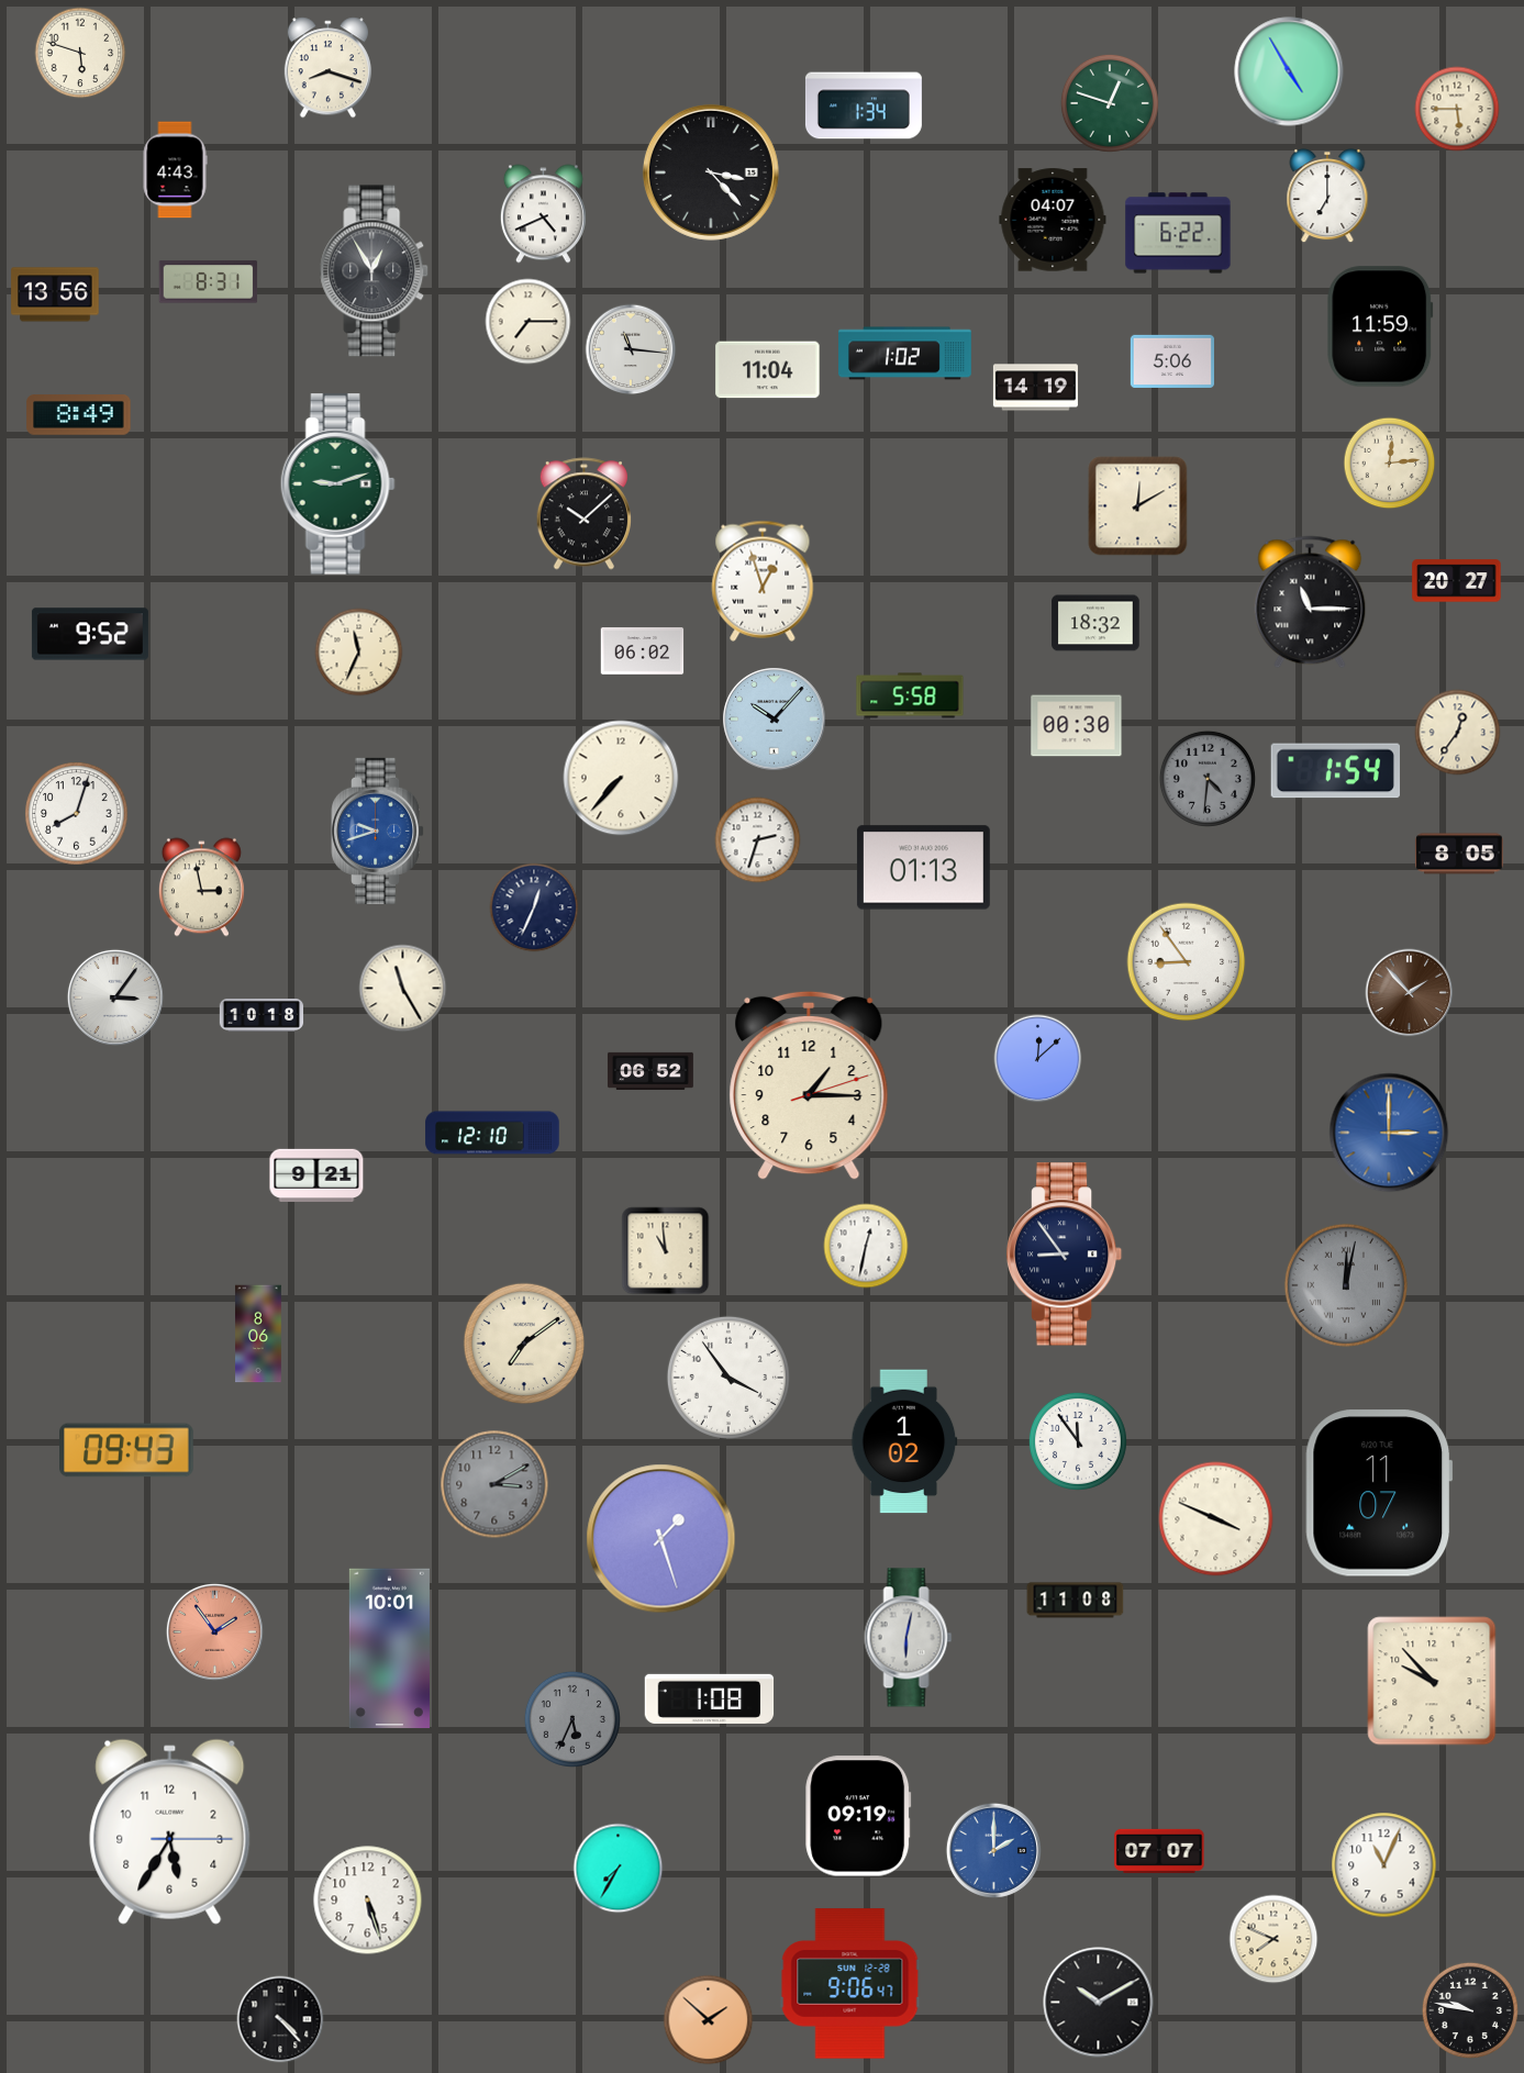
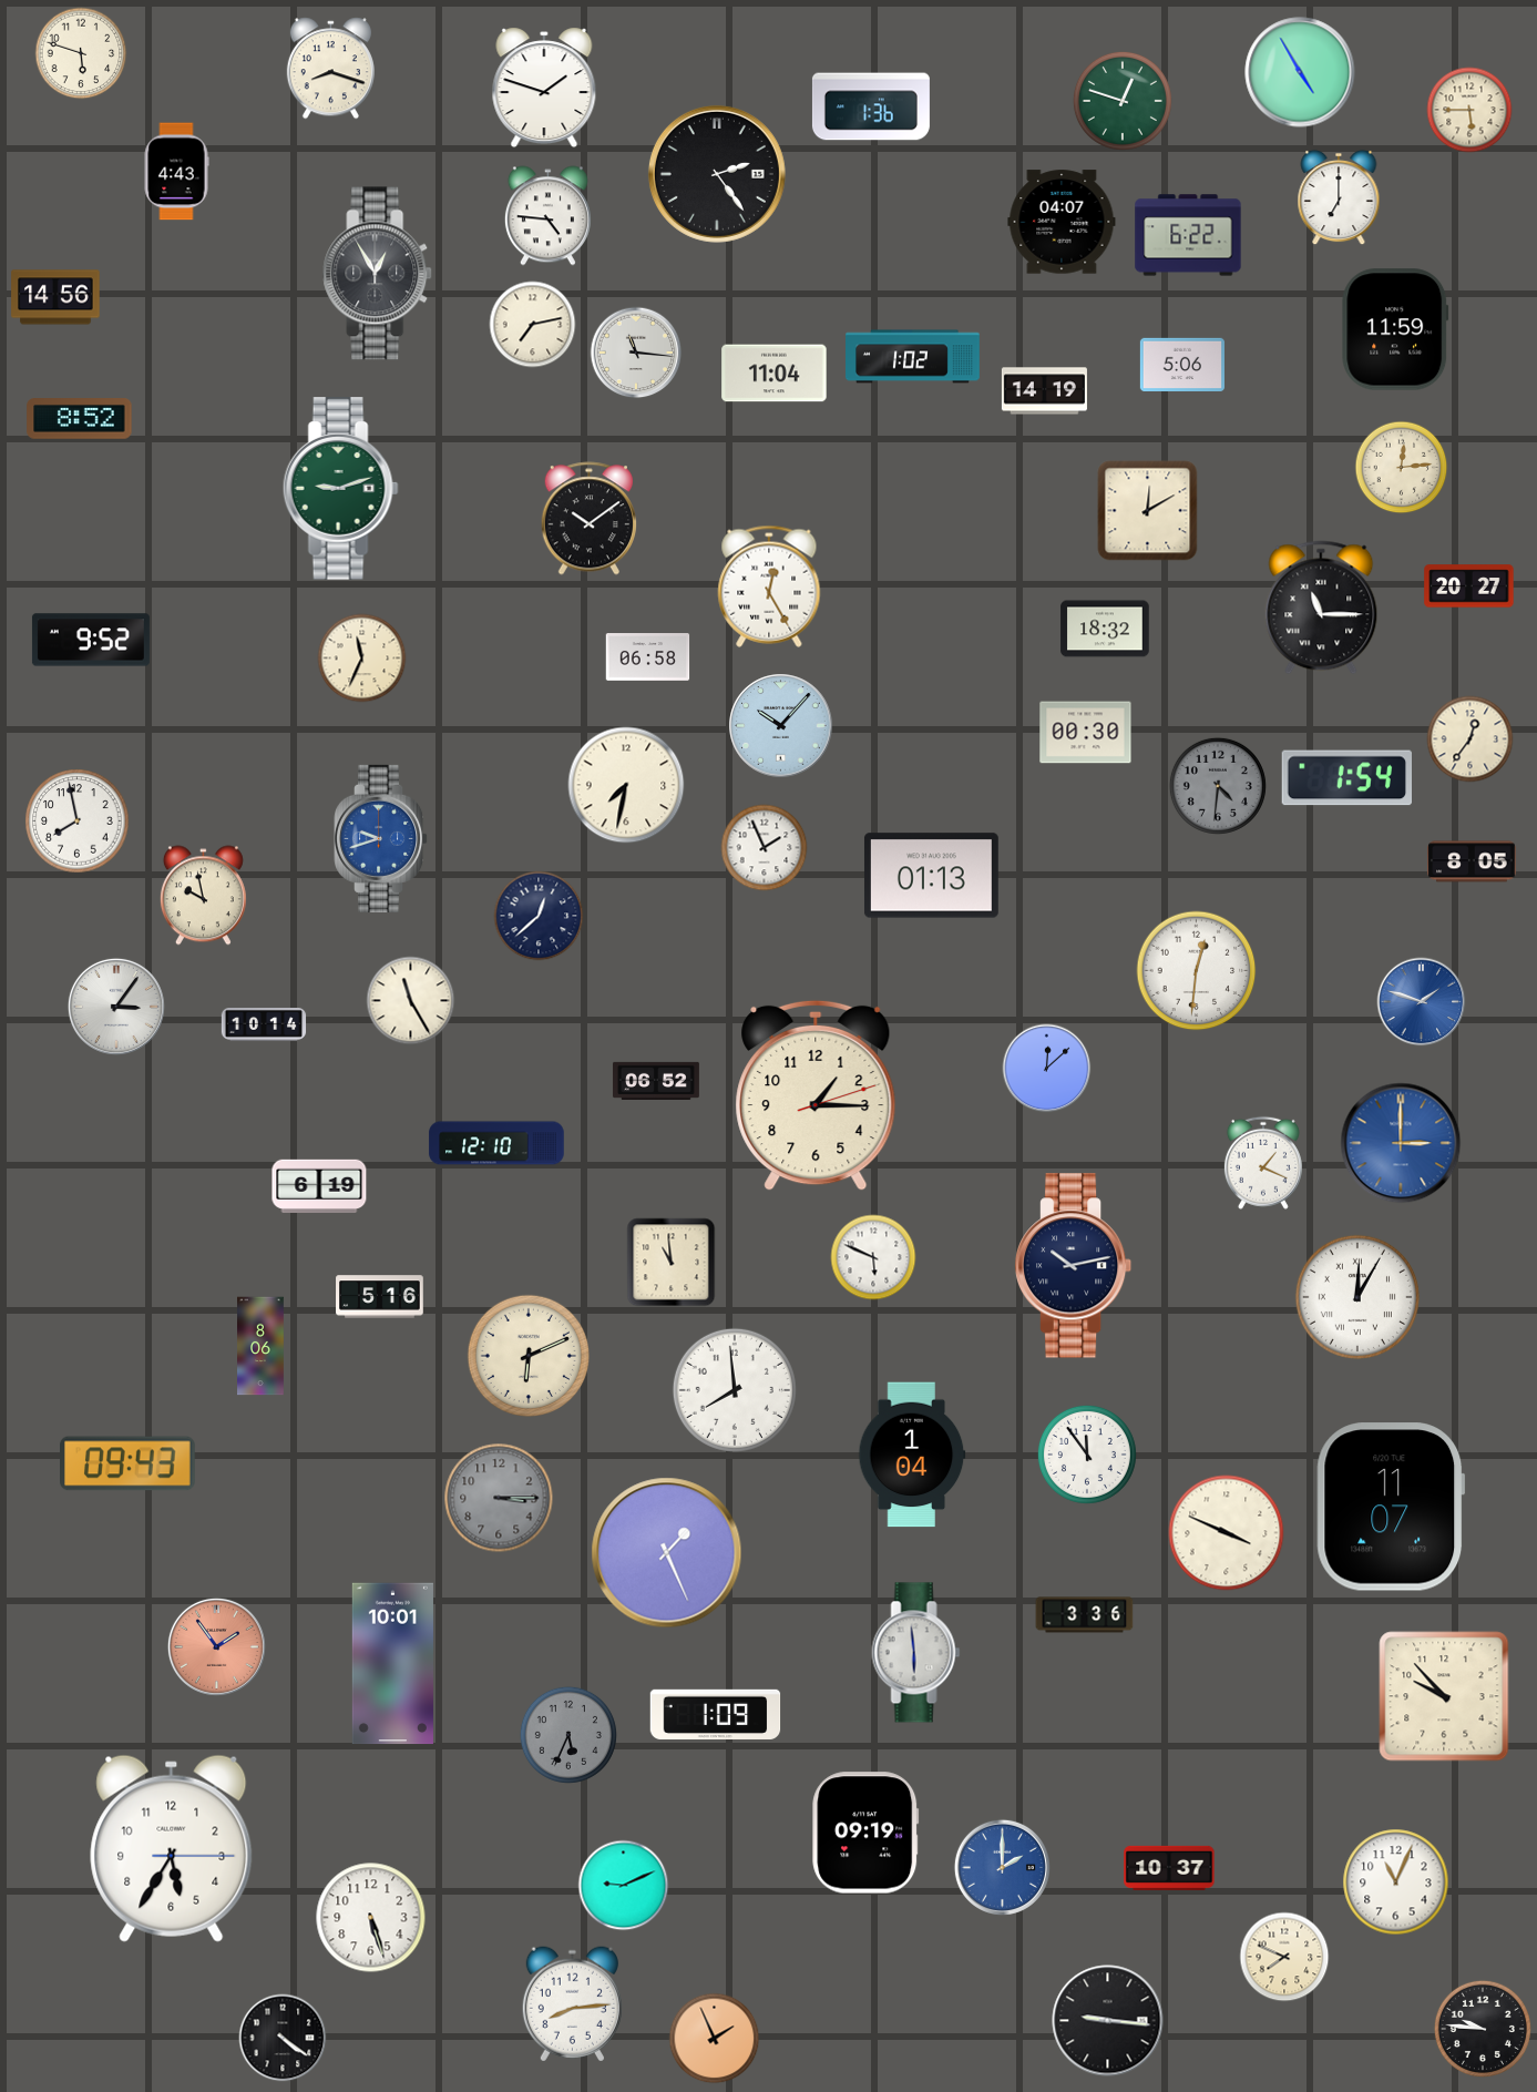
clock at (544, 88): none -> 1:48
clock at (1110, 103) position: (1110, 103) -> (1123, 101)
clock at (864, 105): 1:34 -> 1:36
clock at (711, 172): 3:23 -> 2:24
clock at (543, 214): 4:41 -> 4:46
clock at (209, 282): 8:31 -> none
clock at (55, 294): 13:56 -> 14:56
clock at (529, 322): 7:15 -> 7:13
clock at (1380, 326) position: (1380, 326) -> (1395, 329)
clock at (79, 415): 8:49 -> 8:52
clock at (583, 514): 10:08 -> 10:09
clock at (763, 581): 12:57 -> 12:25
clock at (643, 651): 06:02 -> 06:58
clock at (910, 695): 5:58 -> none
clock at (621, 778): 7:37 -> 7:32
clock at (77, 814): 8:03 -> 7:58
clock at (758, 840): 2:33 -> 1:56
clock at (201, 888): 2:58 -> 9:58
clock at (534, 907): 12:34 -> 12:38
clock at (1187, 962): 8:54 -> 12:31
clock at (403, 989) position: (403, 989) -> (411, 1001)
clock at (1410, 993): 1:53 -> 1:48
clock at (1410, 993) dial: brown -> blue
clock at (262, 1016): 10:18 -> 10:14
clock at (1263, 1163): none -> 1:19
clock at (316, 1175): 9:21 -> 6:19
clock at (866, 1246): 12:32 -> 5:49
clock at (1065, 1255): 8:54 -> 10:13
clock at (380, 1297): none -> 5:16
clock at (1346, 1285): 12:02 -> 12:05
clock at (1346, 1285) dial: grey -> white
clock at (523, 1342): 7:09 -> 6:11
clock at (728, 1378): 3:54 -> 7:59
clock at (904, 1441): 1:02 -> 1:04
clock at (494, 1484): 3:10 -> 3:15
clock at (661, 1539): 1:27 -> 1:26
clock at (1076, 1601): 11:08 -> 3:36
clock at (909, 1638): 6:02 -> 5:59
clock at (710, 1698): 1:08 -> 1:09
clock at (572, 1719) position: (572, 1719) -> (568, 1735)
clock at (1159, 1851): 07:07 -> 10:37
clock at (619, 1869): 7:35 -> 9:11
clock at (850, 1984): 9:06 -> none
clock at (572, 2004): none -> 8:14
clock at (1099, 2003): 10:10 -> 9:16
clock at (1470, 2010): 9:47 -> 9:46
clock at (280, 2019): 4:23 -> 4:21
clock at (709, 2020): 1:52 -> 1:56
